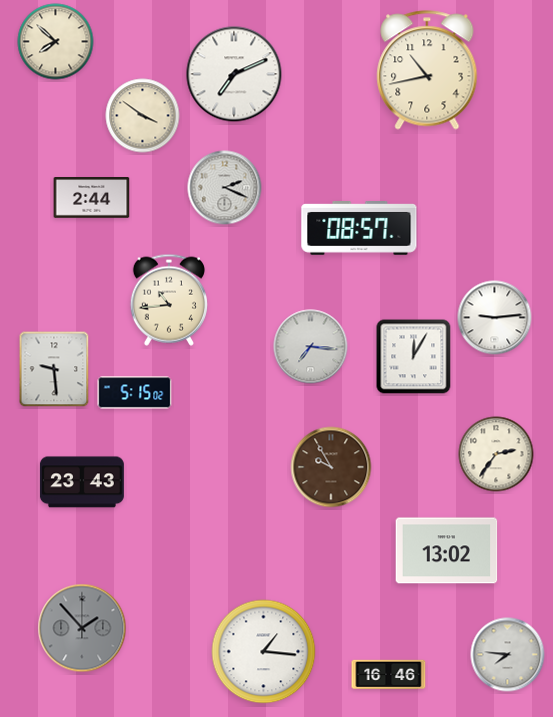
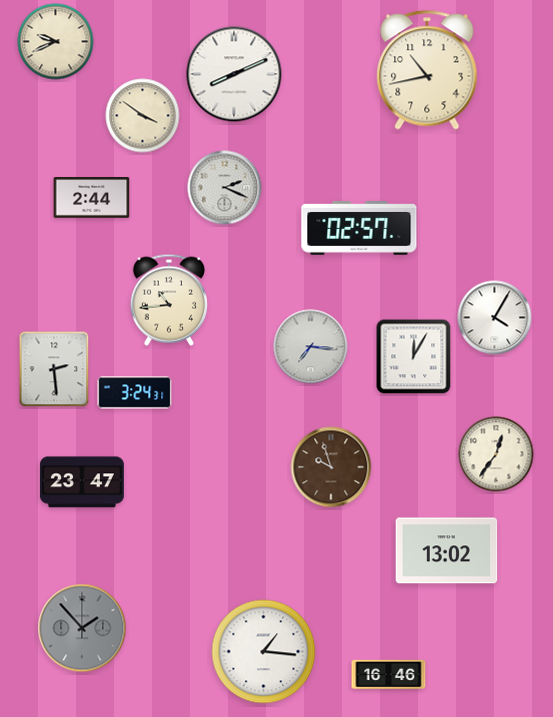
clock at (56, 42): 7:52 -> 9:41
clock at (234, 74): 7:11 -> 8:11
clock at (359, 229): 08:57 -> 02:57
clock at (495, 318): 9:14 -> 4:05
clock at (54, 369): 9:29 -> 2:29
clock at (135, 393): 5:15 -> 3:24
clock at (496, 454): 2:36 -> 12:36
clock at (331, 467): 9:55 -> 9:57
clock at (82, 482): 23:43 -> 23:47
clock at (508, 655): 7:46 -> none
